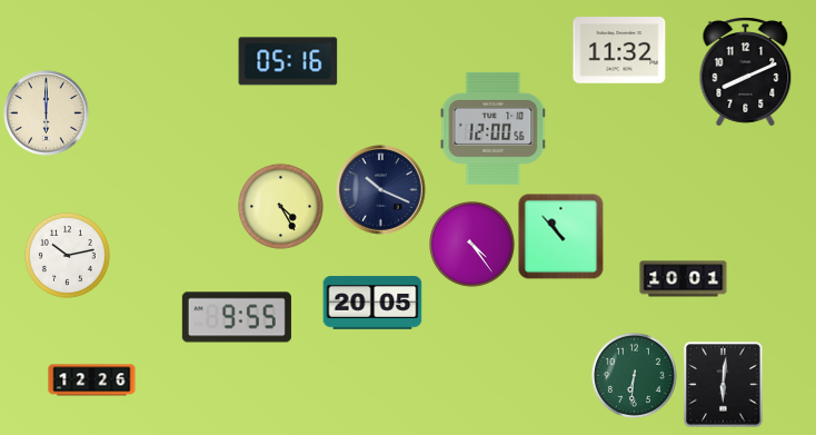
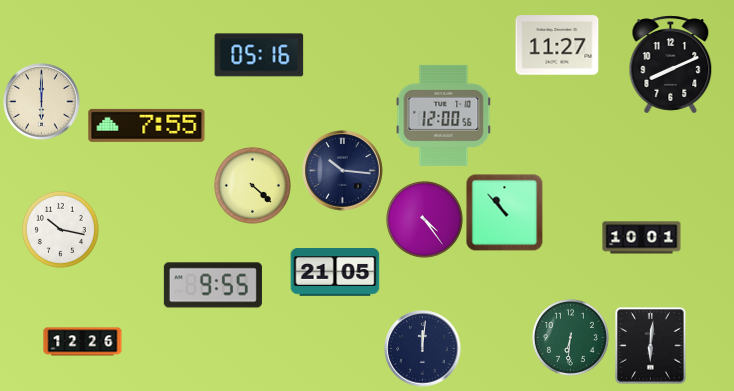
clock at (619, 50): 11:32 -> 11:27
clock at (147, 125): none -> 7:55
clock at (381, 190): 10:19 -> 10:16
clock at (280, 206): 4:25 -> 4:22
clock at (67, 255): 10:13 -> 10:17
clock at (684, 279) position: (684, 279) -> (642, 238)
clock at (372, 303): 20:05 -> 21:05
clock at (423, 349): none -> 12:01
